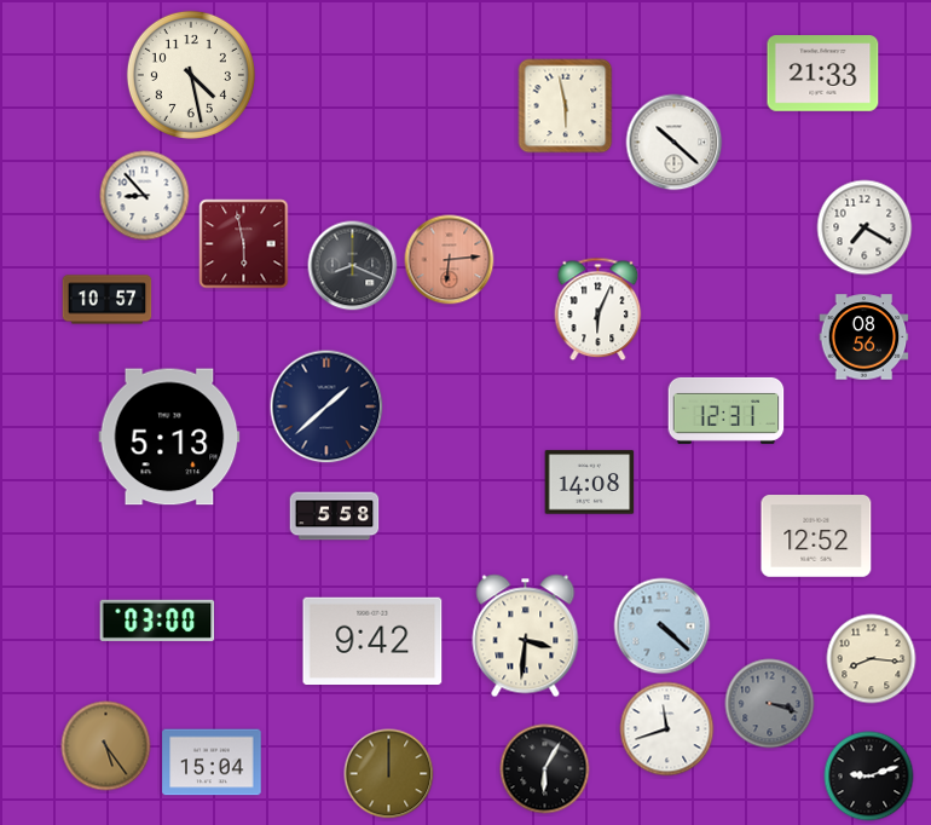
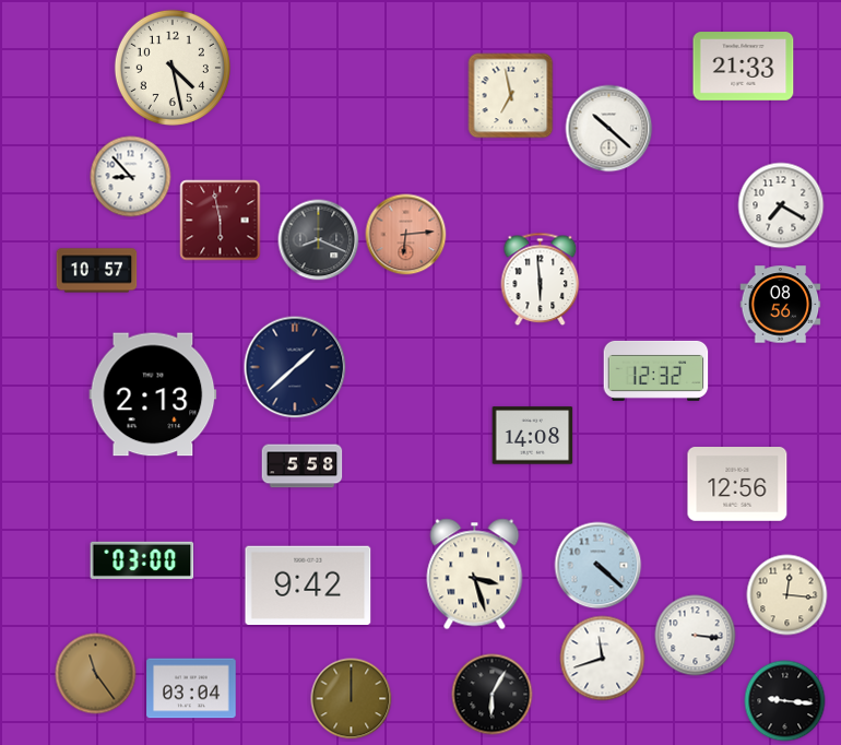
clock at (566, 106): 5:58 -> 6:58
clock at (598, 310): 6:04 -> 5:59
clock at (727, 410): 12:31 -> 12:32
clock at (169, 437): 5:13 -> 2:13
clock at (816, 537): 12:52 -> 12:56
clock at (526, 636): 3:31 -> 3:27
clock at (372, 640) position: (372, 640) -> (308, 584)
clock at (872, 659): 8:16 -> 12:16
clock at (770, 704): 3:18 -> 3:16
clock at (770, 704) dial: grey -> white
clock at (106, 746): 5:24 -> 11:24
clock at (212, 762): 15:04 -> 03:04
clock at (869, 777): 9:12 -> 9:16
